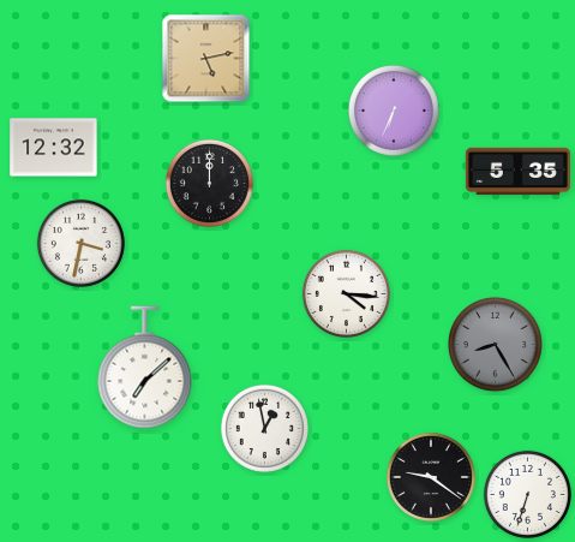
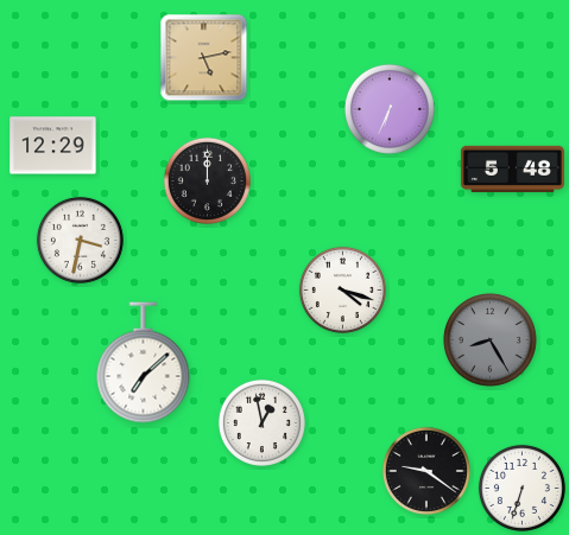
clock at (54, 148): 12:32 -> 12:29
clock at (517, 171): 5:35 -> 5:48
clock at (346, 293): 4:16 -> 4:18
